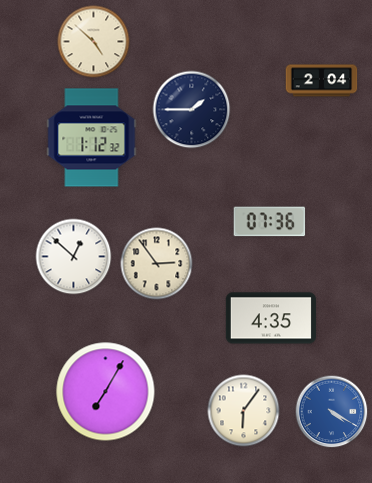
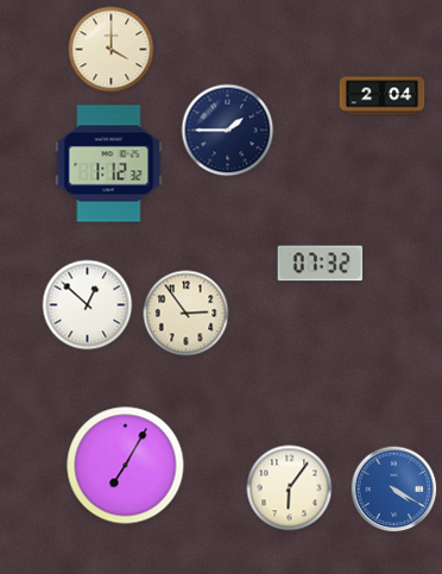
clock at (94, 42): 4:52 -> 4:00
clock at (270, 222): 07:36 -> 07:32
clock at (271, 318): 4:35 -> none
